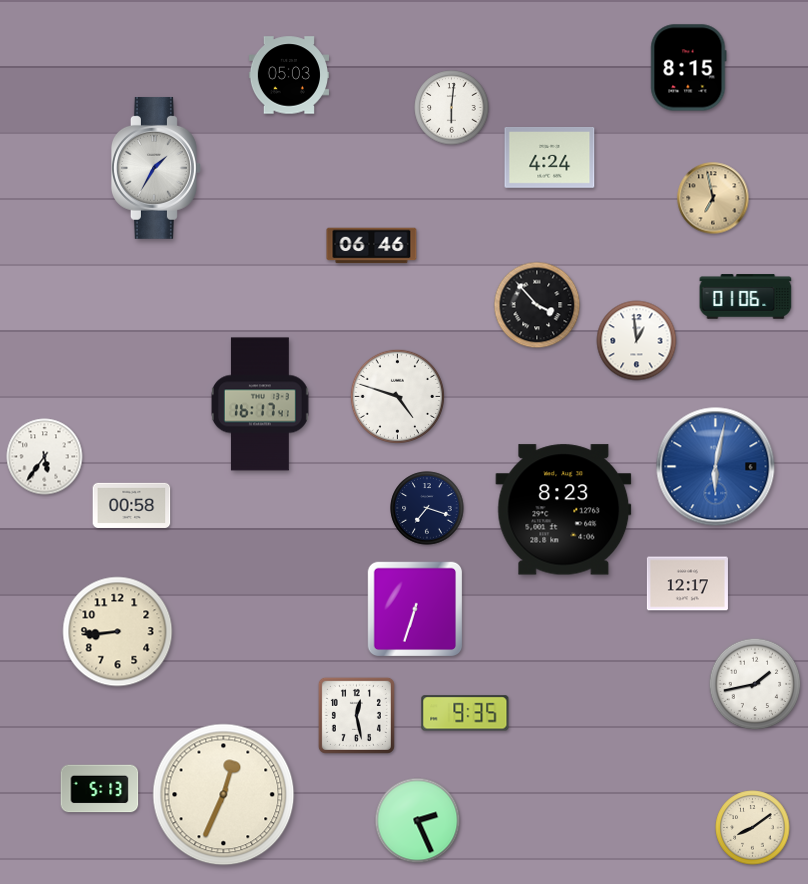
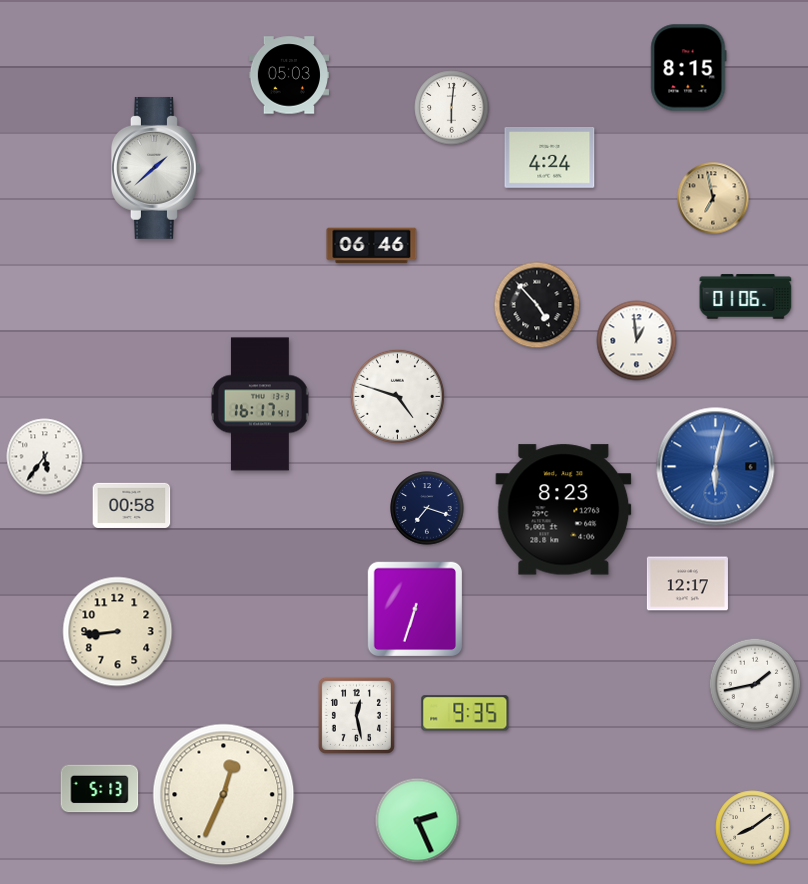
clock at (156, 168): 1:35 -> 1:38
clock at (537, 305): 3:53 -> 4:53
